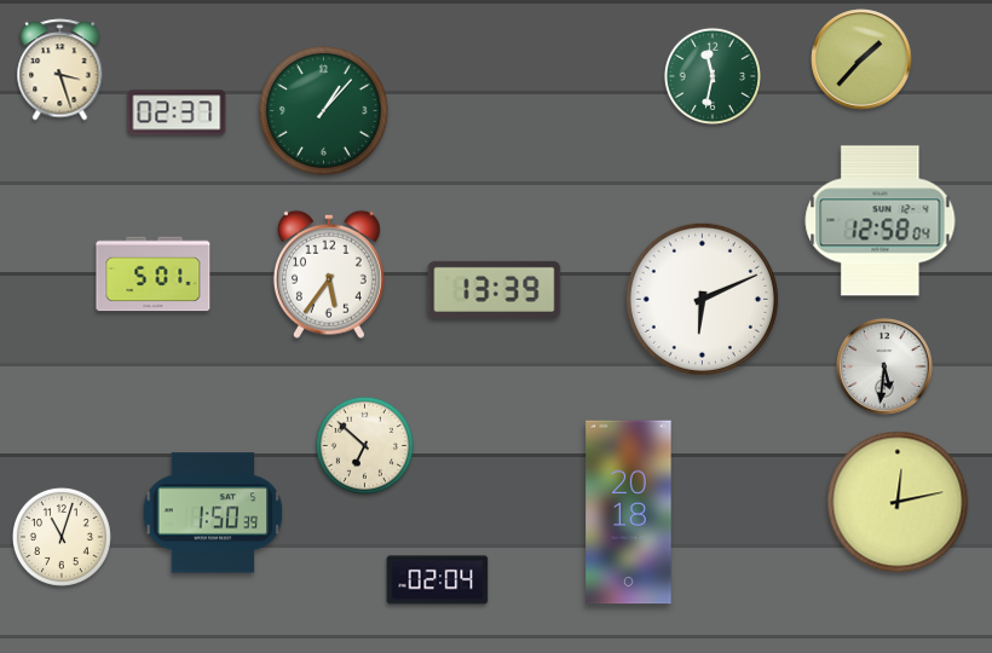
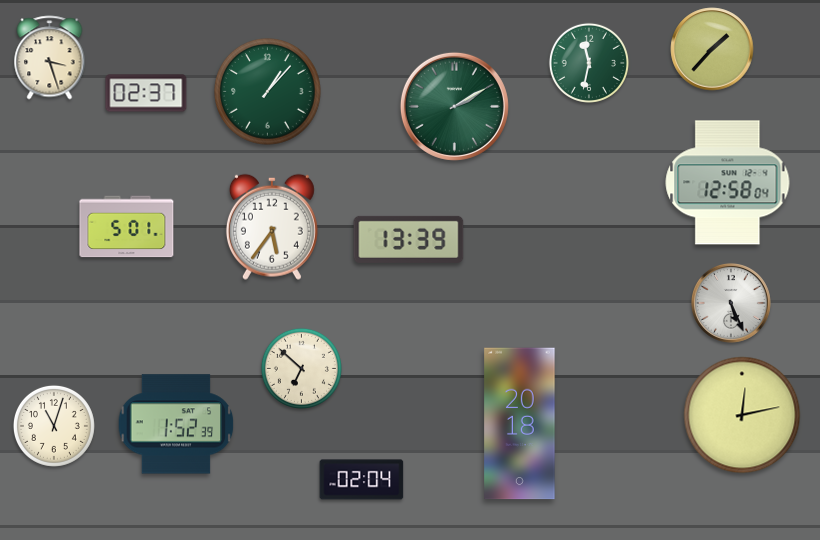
clock at (454, 106): none -> 2:10
clock at (702, 299): 6:11 -> none
clock at (884, 366): 5:31 -> 5:26
clock at (213, 513): 1:50 -> 1:52
clock at (62, 537) position: (62, 537) -> (54, 426)
